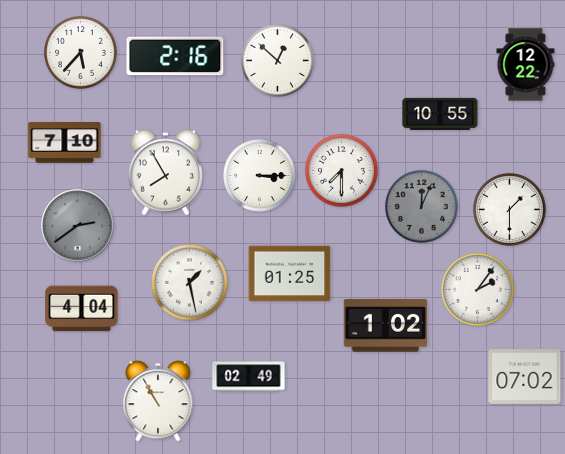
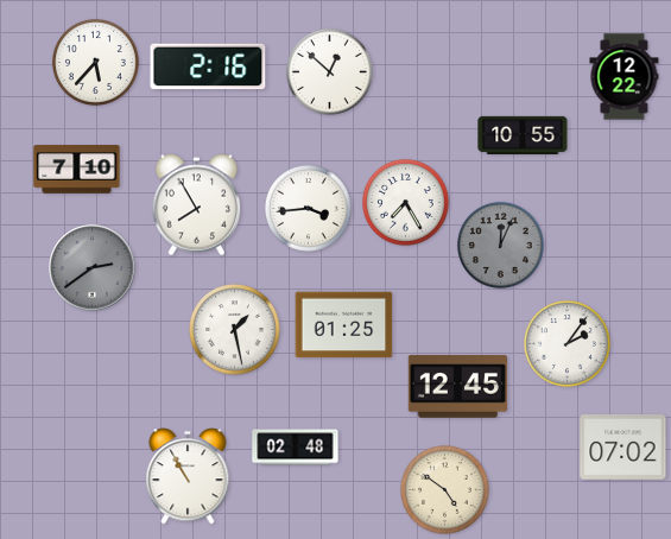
clock at (341, 170): 7:30 -> 7:25
clock at (259, 175): 3:15 -> 3:44
clock at (509, 209): 1:30 -> none
clock at (190, 283) position: (190, 283) -> (235, 330)
clock at (82, 309): 4:04 -> none
clock at (385, 326): 1:02 -> 12:45
clock at (249, 377): 02:49 -> 02:48
clock at (445, 490): none -> 4:51
